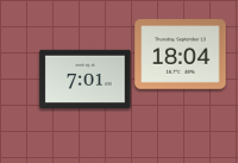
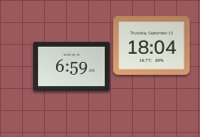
clock at (86, 80): 7:01 -> 6:59
